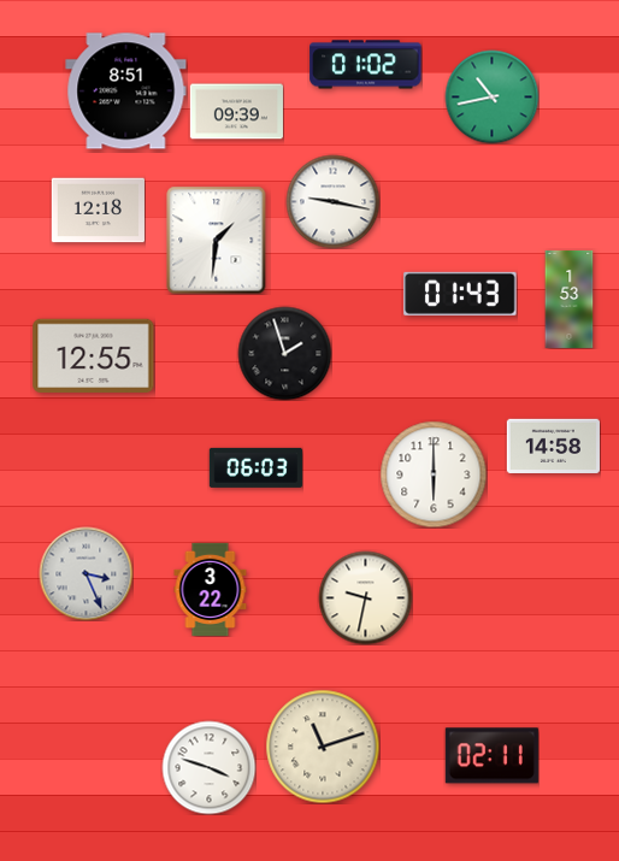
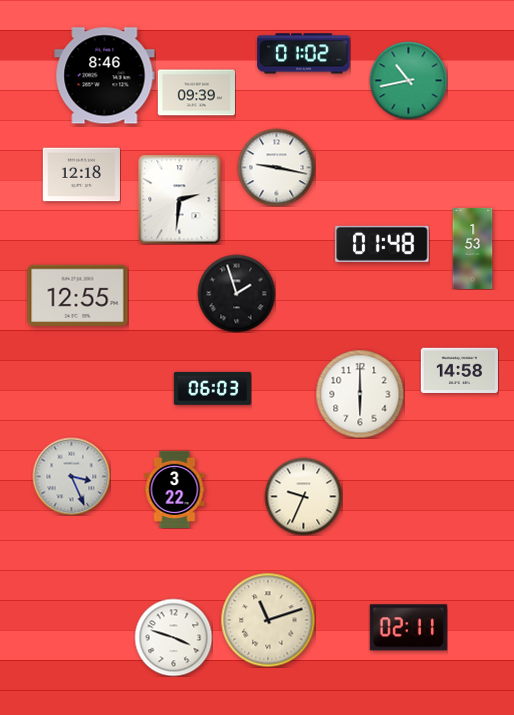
clock at (126, 92): 8:51 -> 8:46
clock at (217, 240): 1:31 -> 2:31
clock at (460, 294): 01:43 -> 01:48
clock at (365, 597): 9:32 -> 9:34
